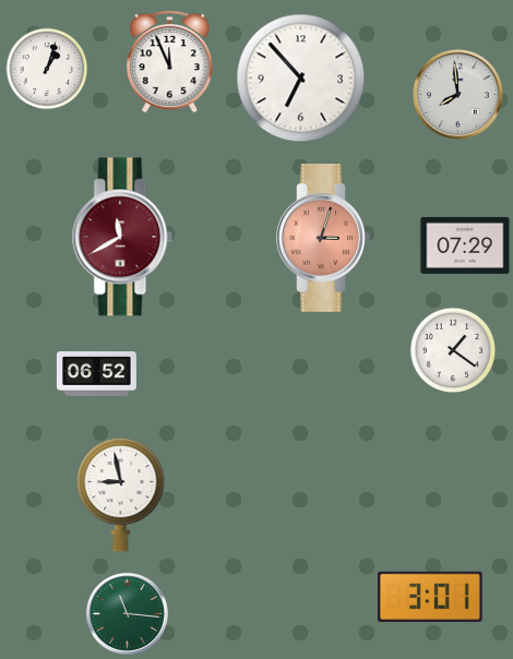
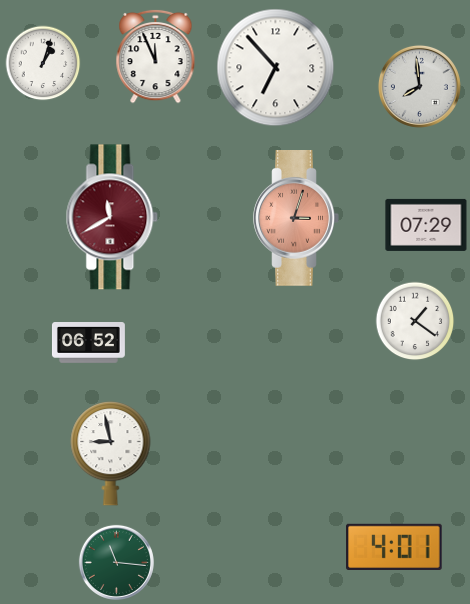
clock at (301, 79) position: (301, 79) -> (276, 68)
clock at (430, 596): 3:01 -> 4:01
